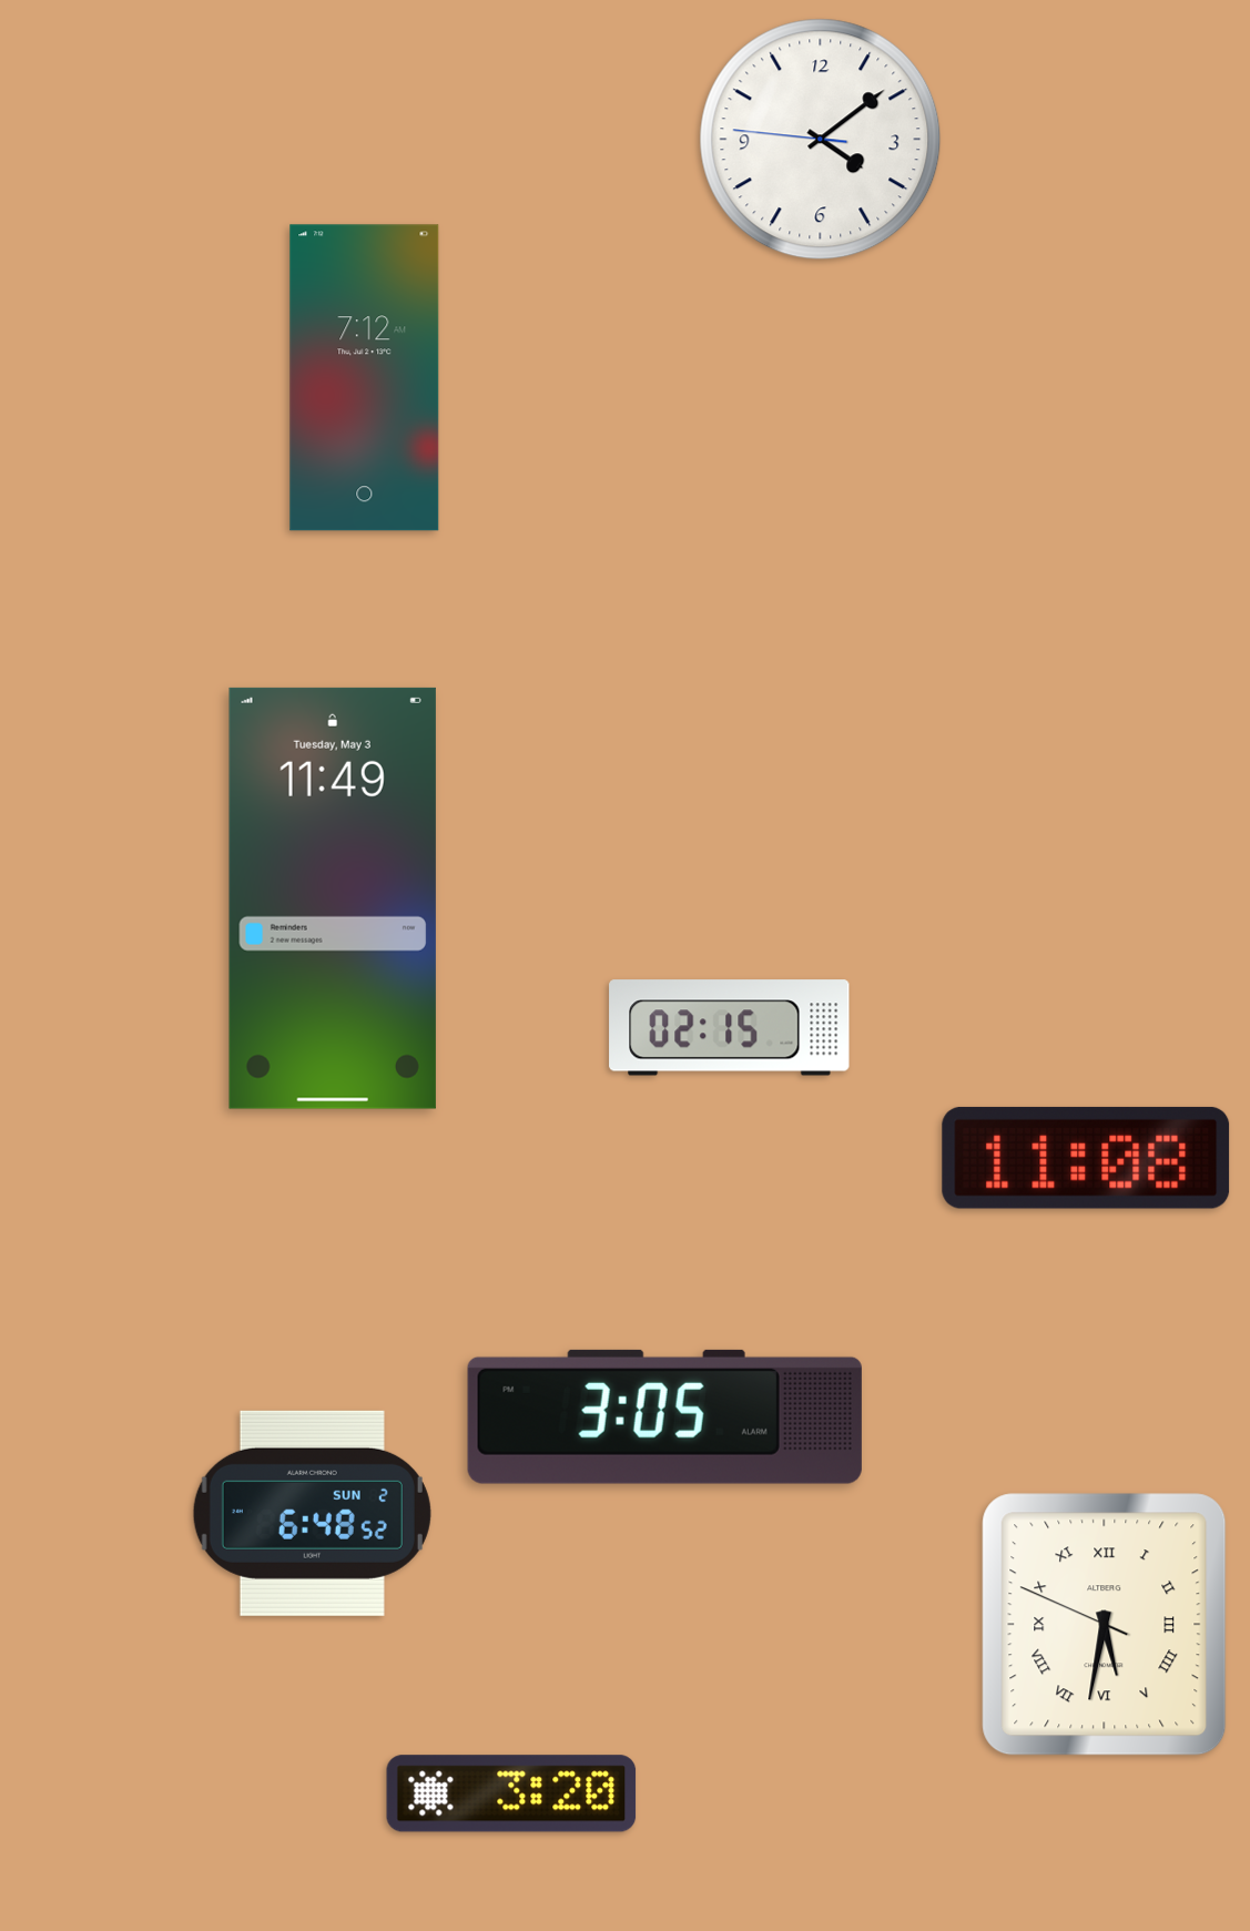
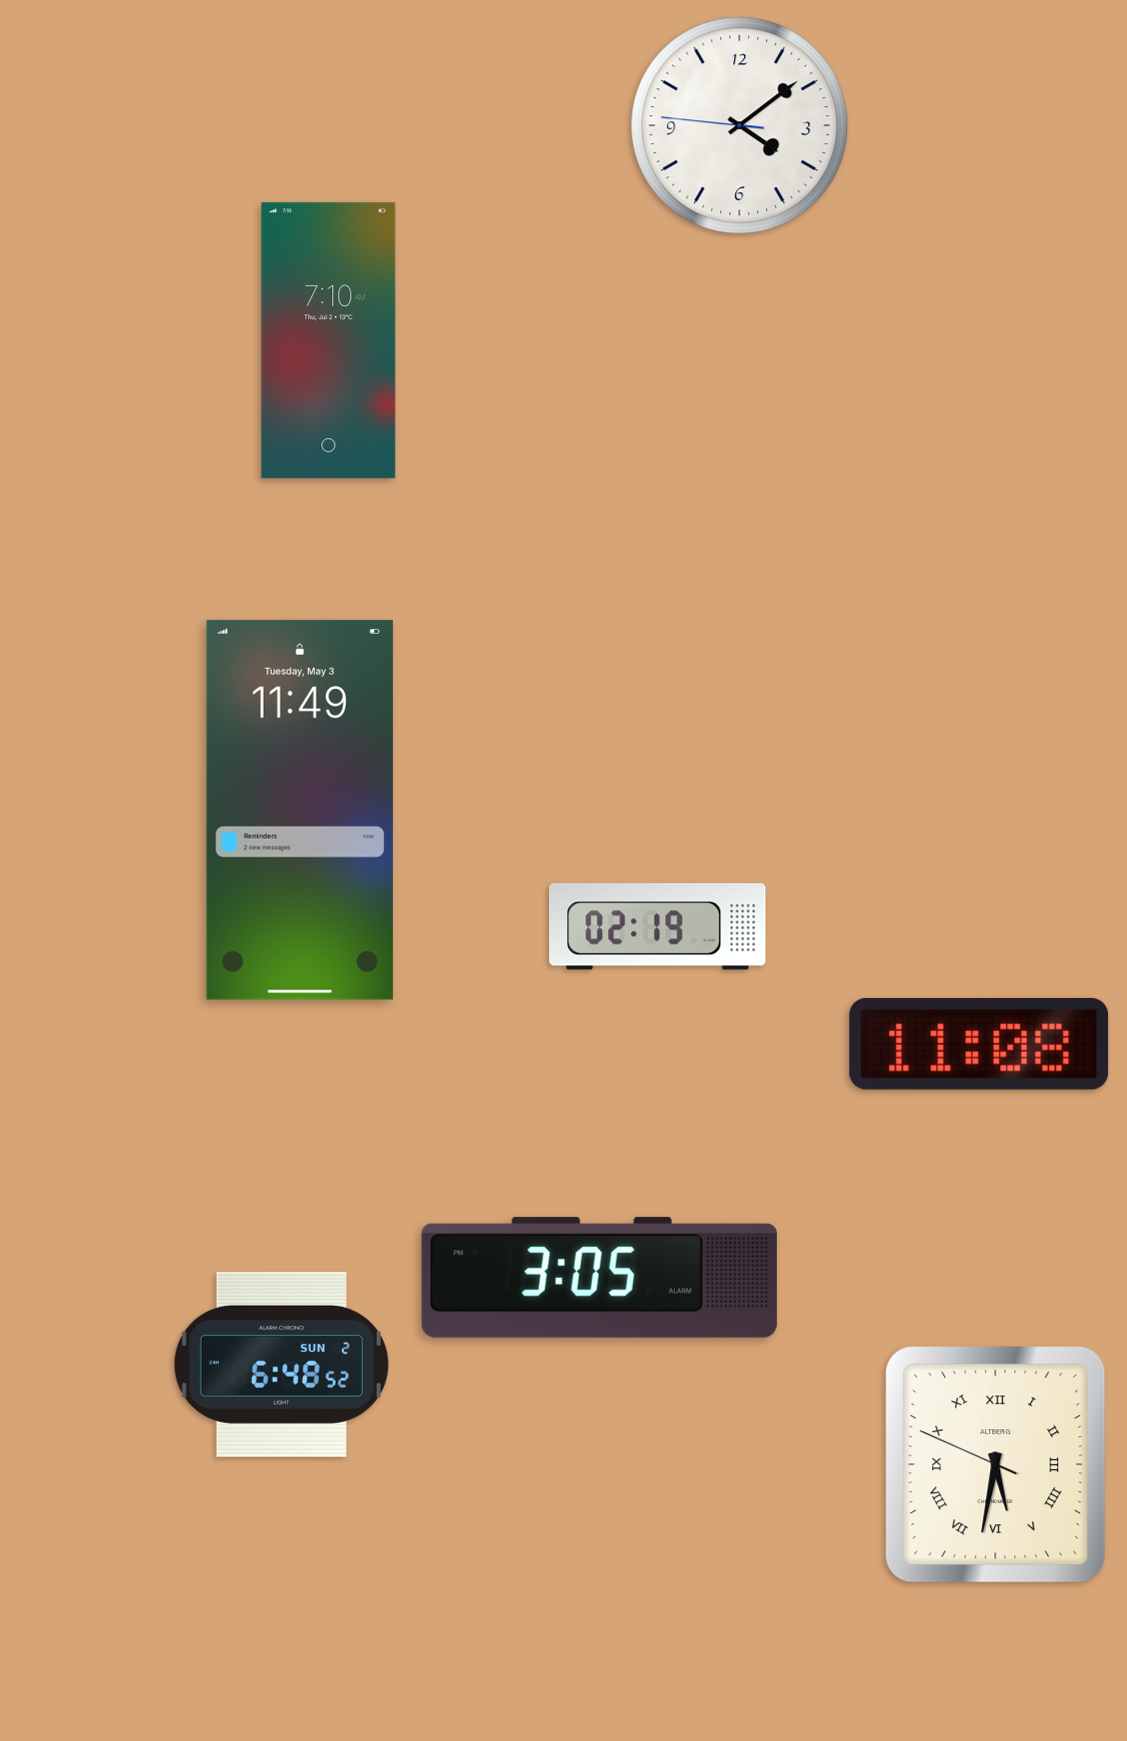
clock at (365, 378): 7:12 -> 7:10
clock at (730, 1028): 02:15 -> 02:19
clock at (511, 1793): 3:20 -> none
